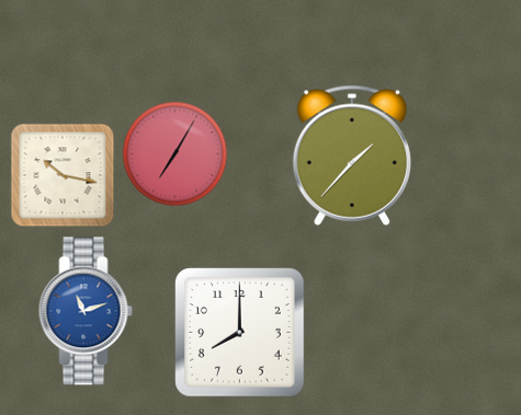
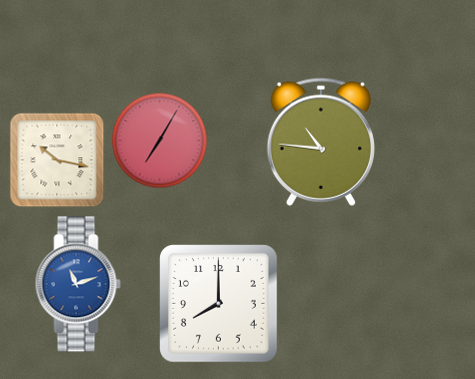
clock at (352, 155): 1:37 -> 10:46
